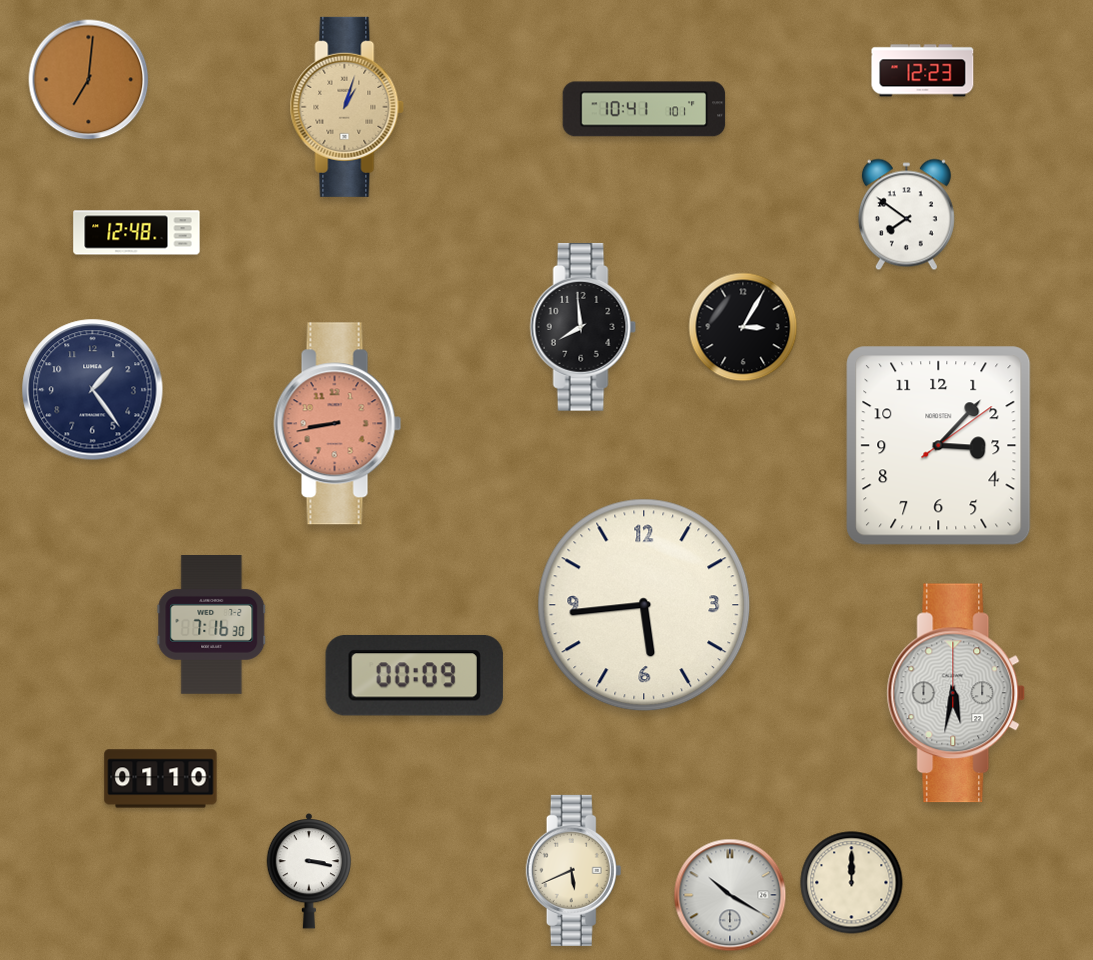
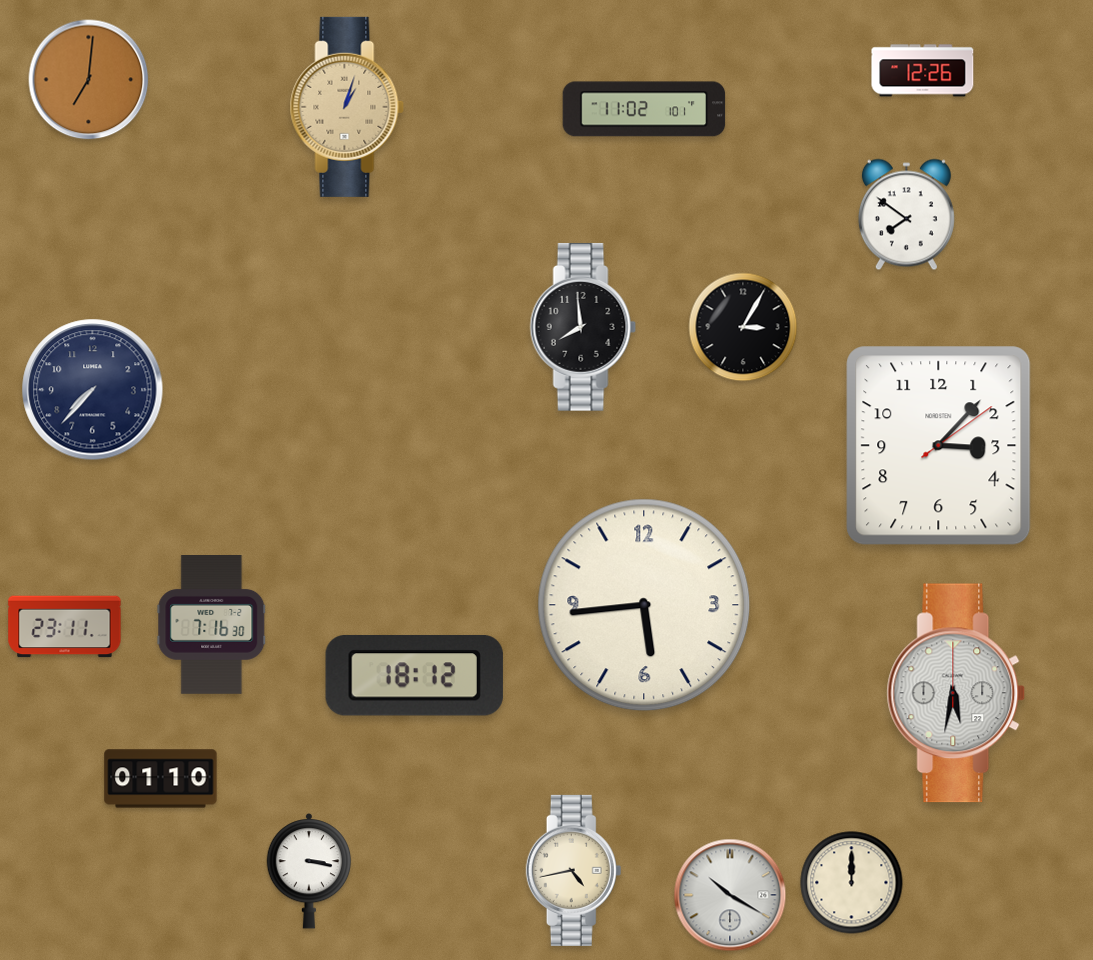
clock at (923, 71): 12:23 -> 12:26
clock at (644, 109): 10:41 -> 11:02
clock at (137, 233): 12:48 -> none
clock at (93, 390): 1:24 -> 7:37
clock at (338, 424): 8:43 -> none
clock at (65, 627): none -> 23:11
clock at (414, 675): 00:09 -> 18:12
clock at (574, 870): 5:41 -> 4:43
